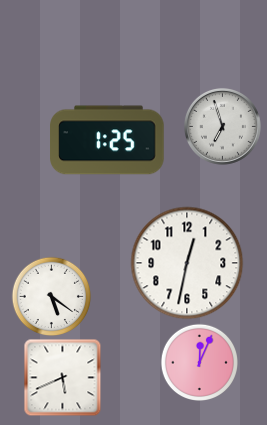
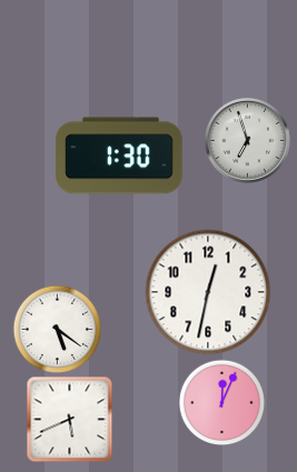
clock at (107, 140): 1:25 -> 1:30
